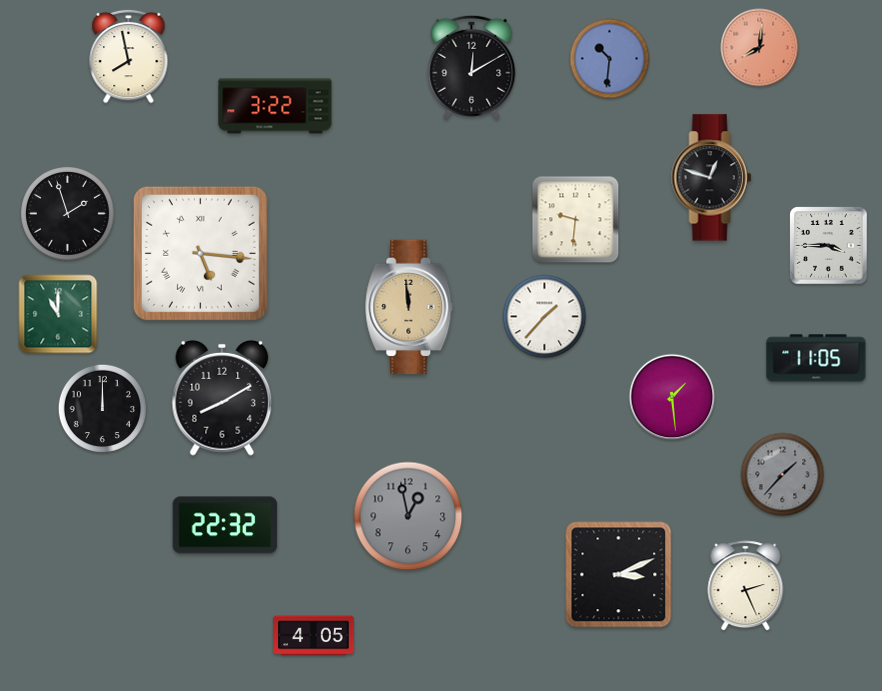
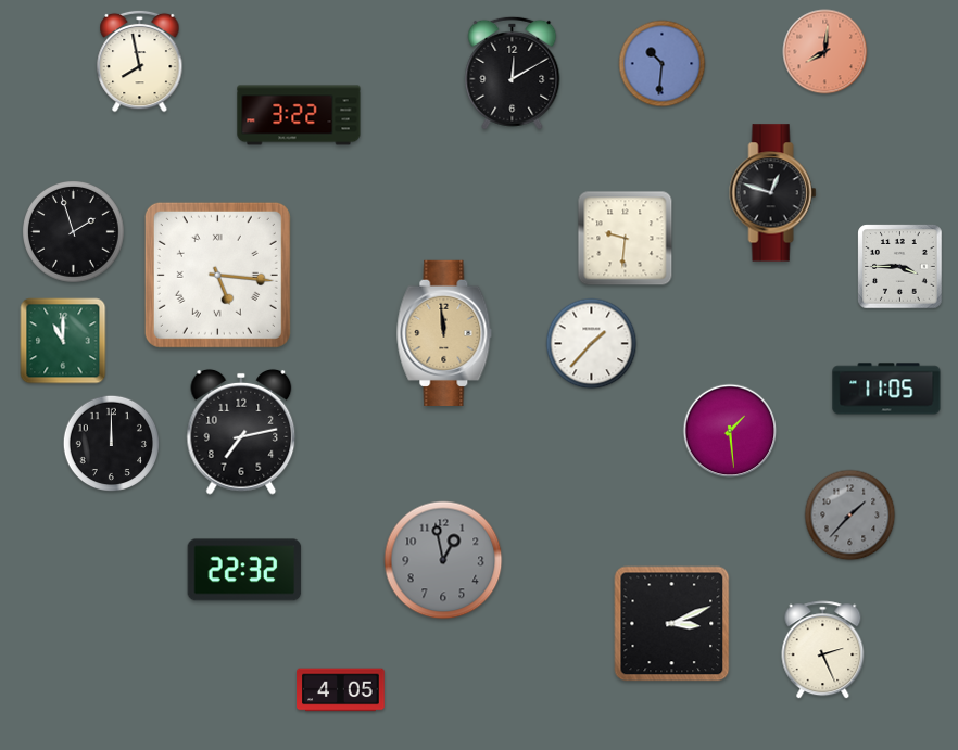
clock at (222, 398): 8:10 -> 7:13
clock at (746, 586) position: (746, 586) -> (823, 650)
